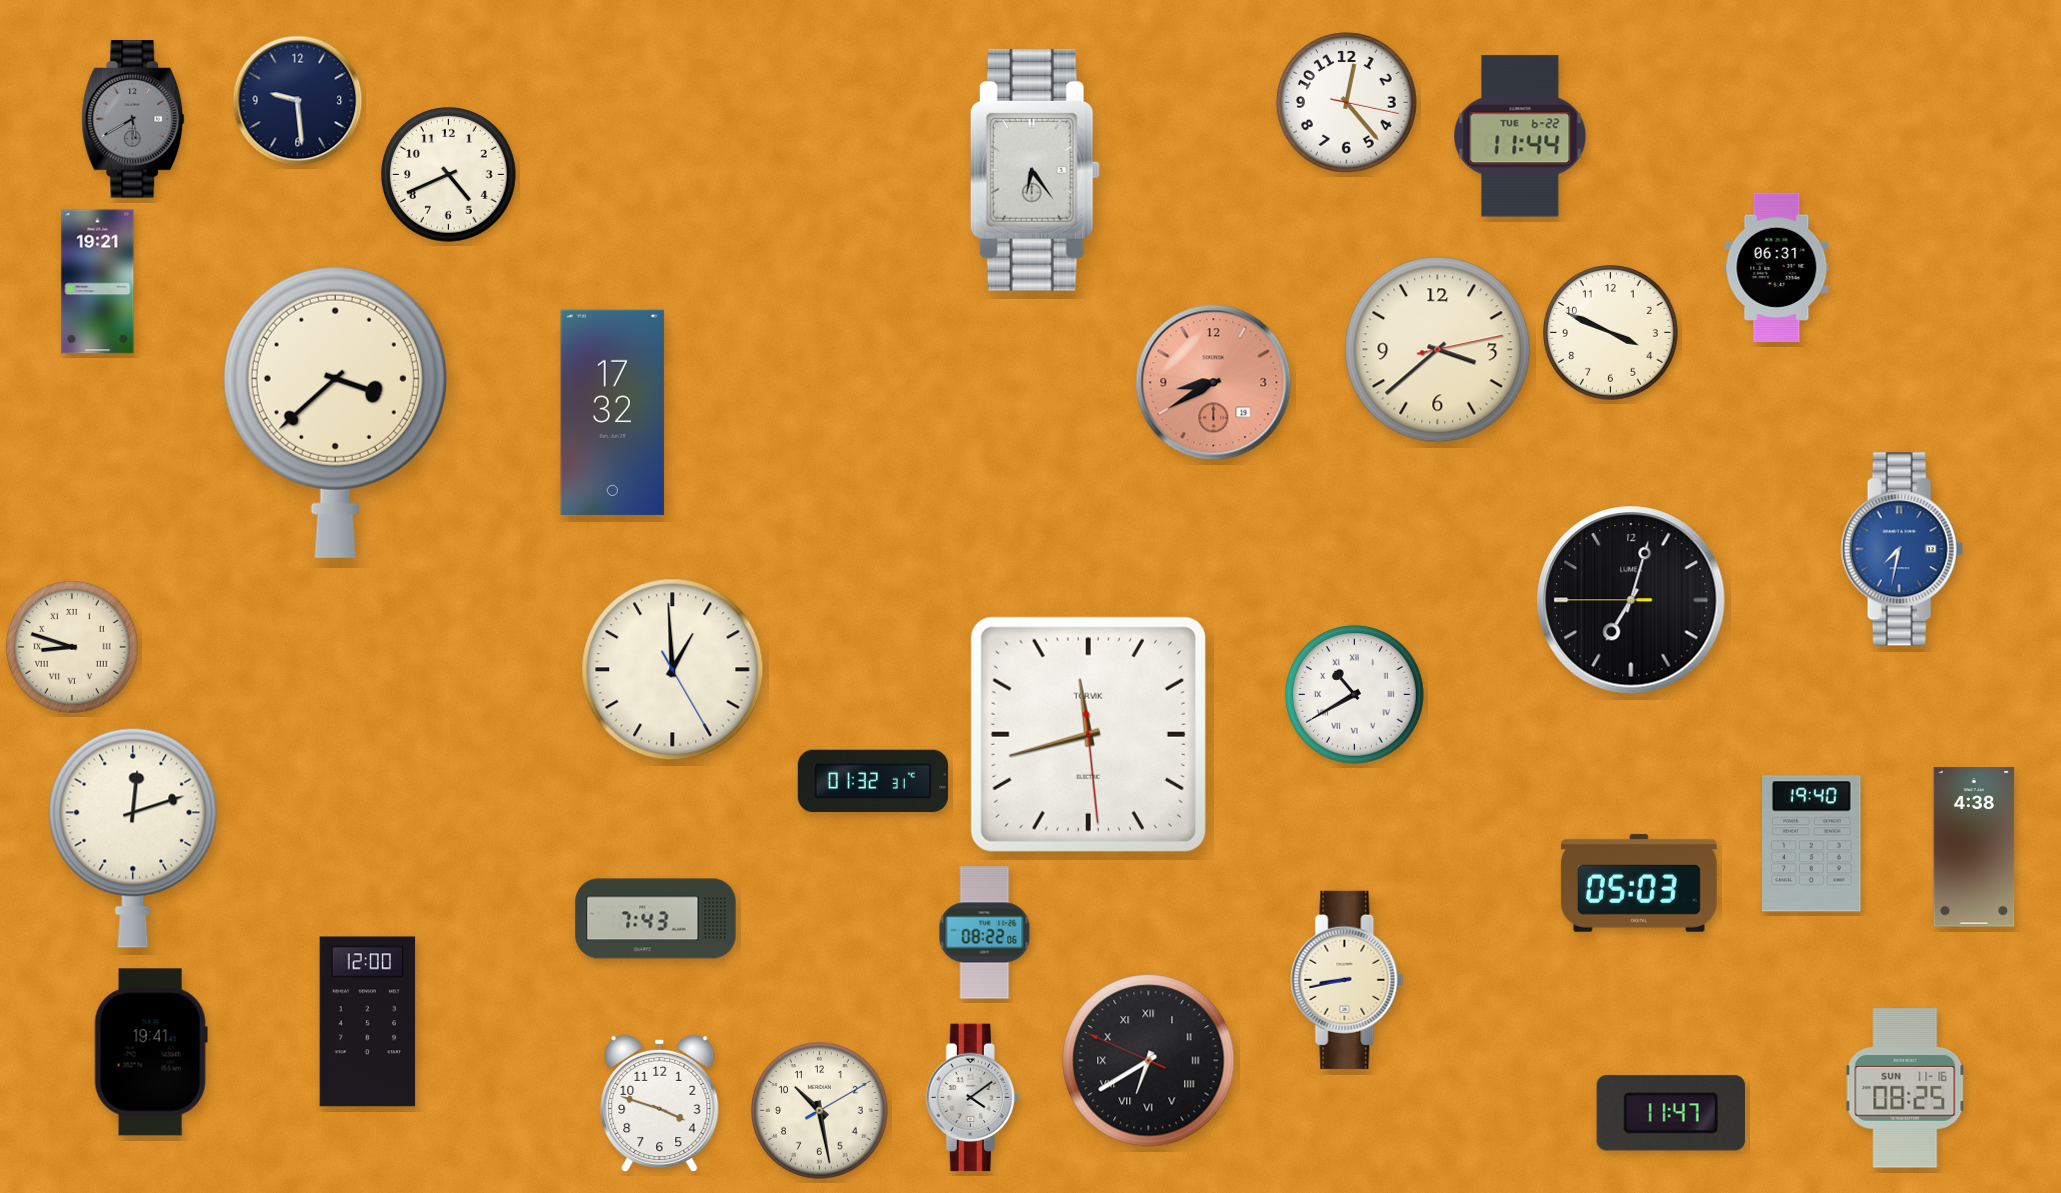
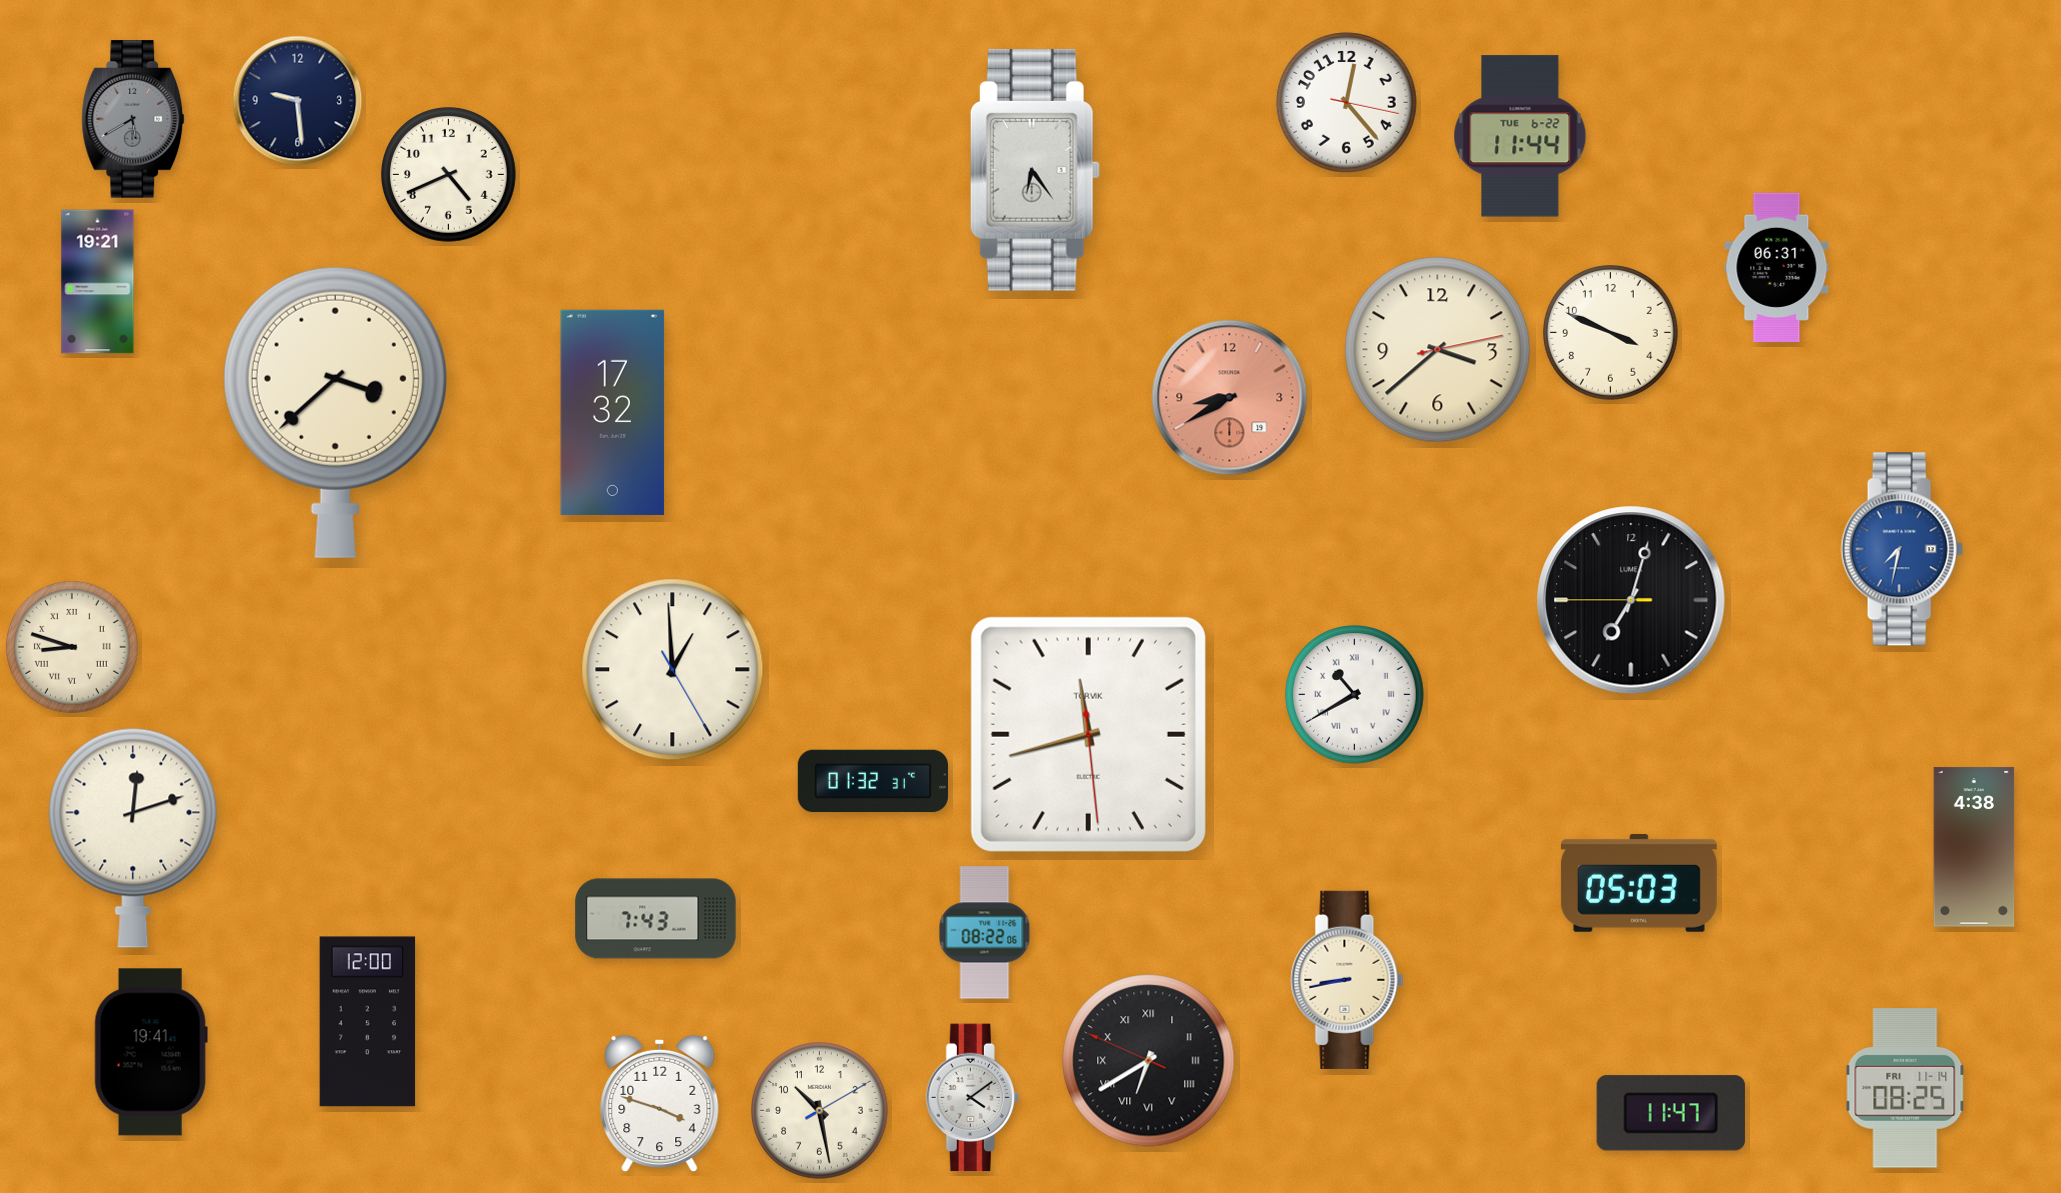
clock at (1214, 383) position: (1214, 383) -> (1230, 398)
clock at (1812, 844): 19:40 -> none
clock at (1905, 1088) date: SUN 11-16 -> FRI 11-14
